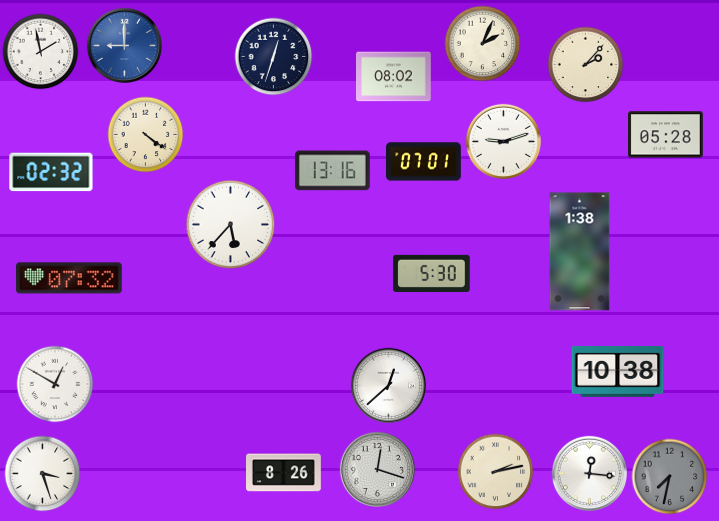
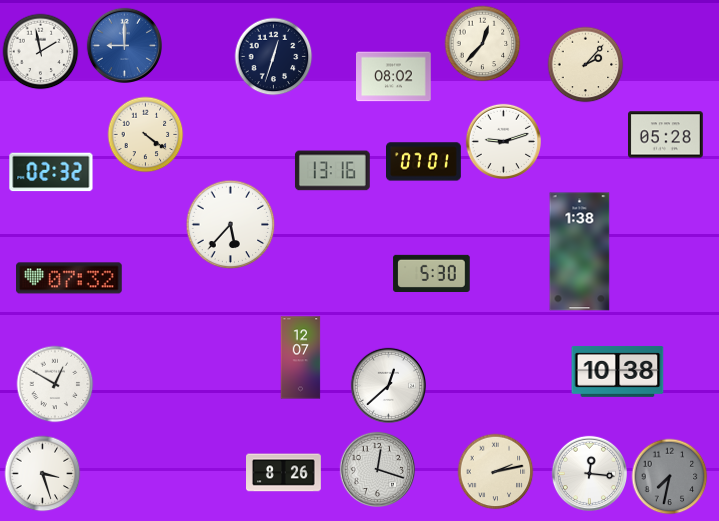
clock at (483, 44): 2:04 -> 12:37
clock at (301, 358): none -> 12:07
